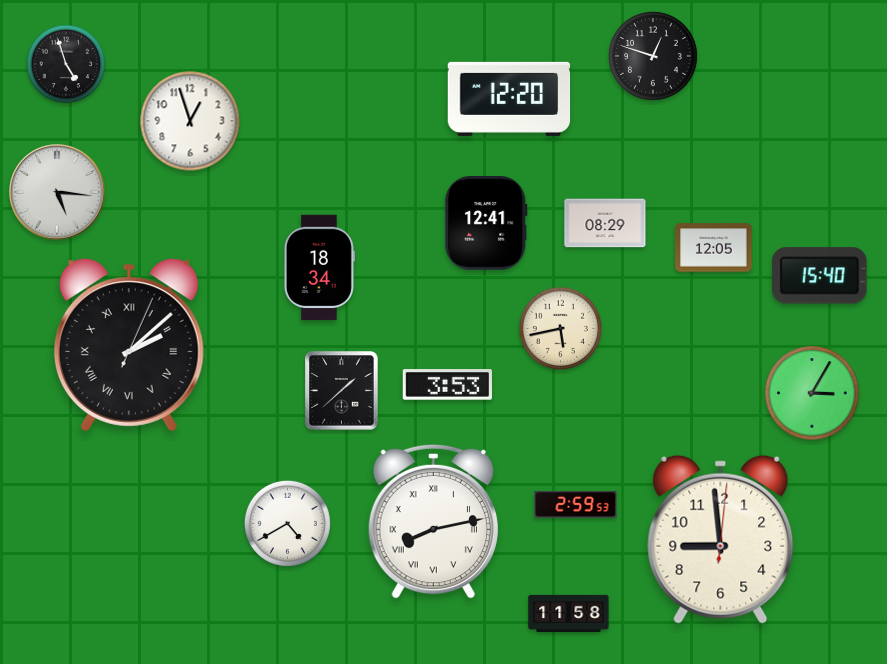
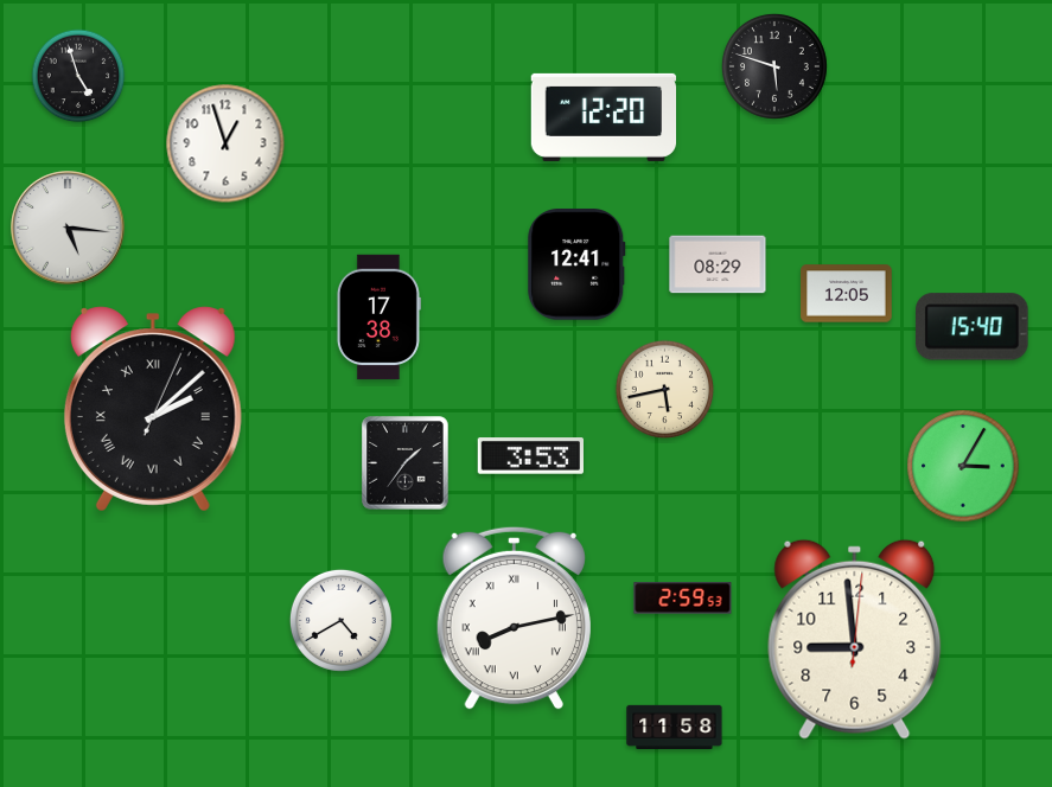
clock at (653, 56): 12:48 -> 5:48
clock at (319, 268): 18:34 -> 17:38
clock at (342, 391): 1:38 -> 1:36
